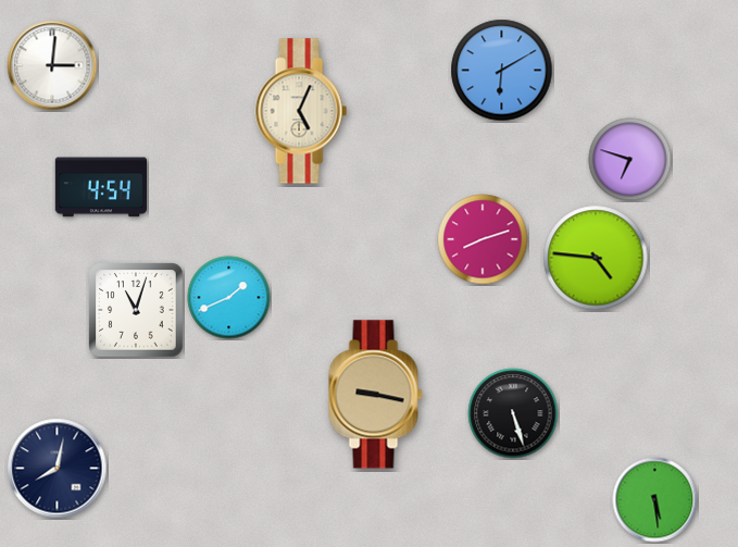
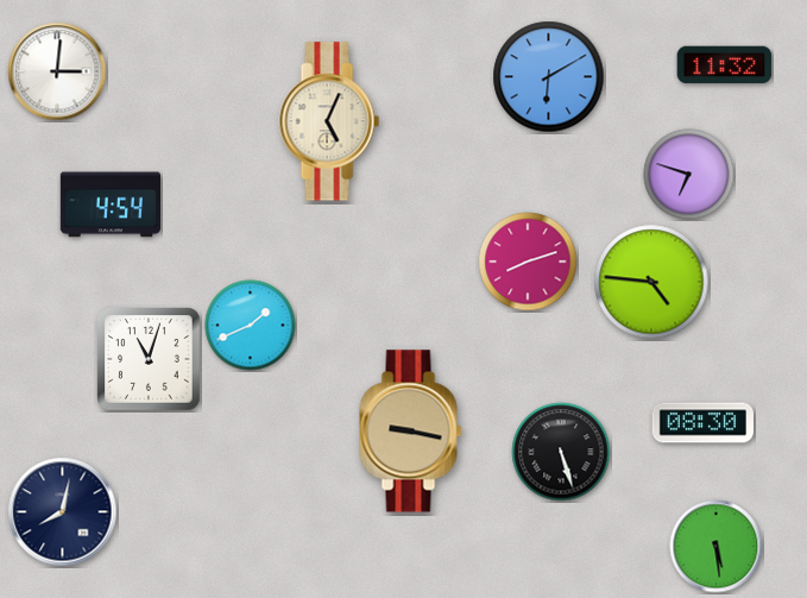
clock at (725, 65): none -> 11:32
clock at (136, 310) position: (136, 310) -> (149, 359)
clock at (702, 423): none -> 08:30
